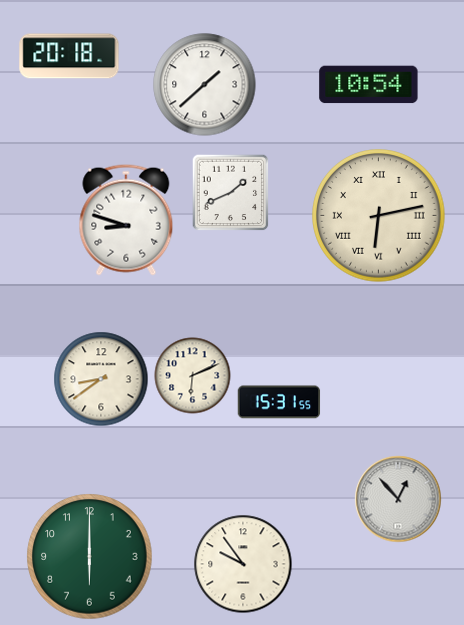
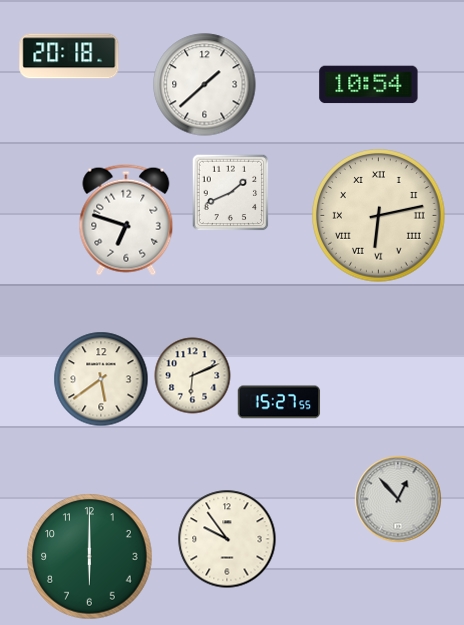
clock at (126, 220): 8:48 -> 6:48
clock at (101, 379): 8:39 -> 5:39
clock at (279, 402): 15:31 -> 15:27
clock at (243, 564) position: (243, 564) -> (227, 539)
